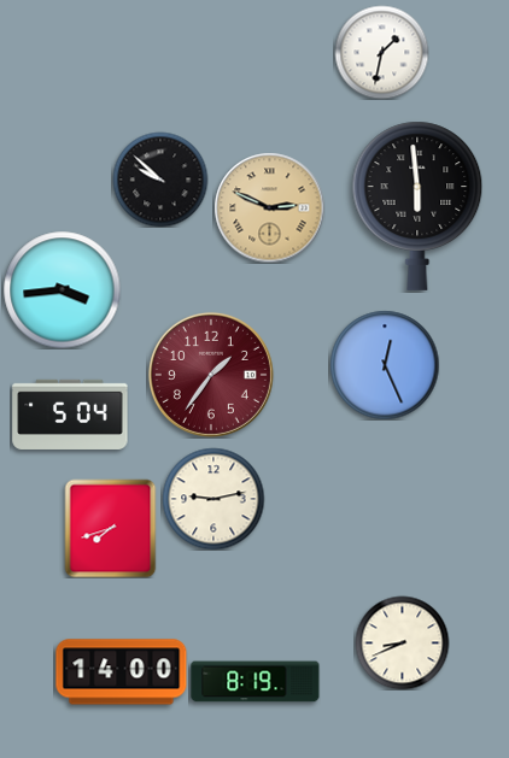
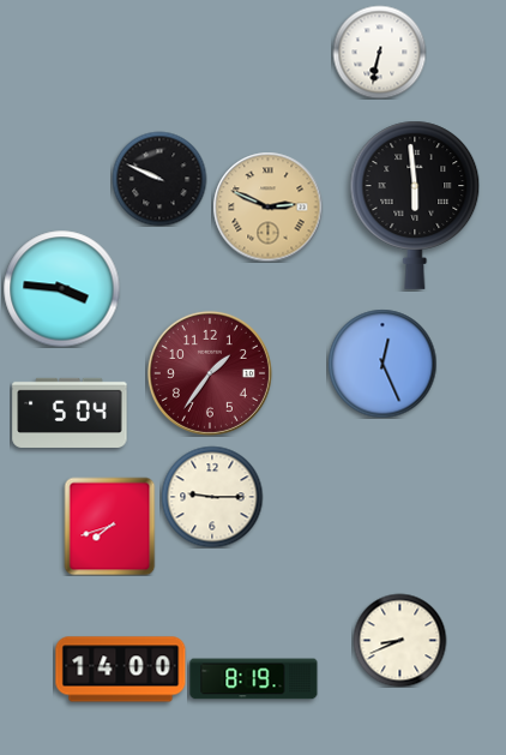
clock at (381, 52): 1:32 -> 6:32
clock at (160, 180): 9:52 -> 9:49
clock at (62, 289): 3:44 -> 3:46
clock at (213, 499): 9:13 -> 9:15
